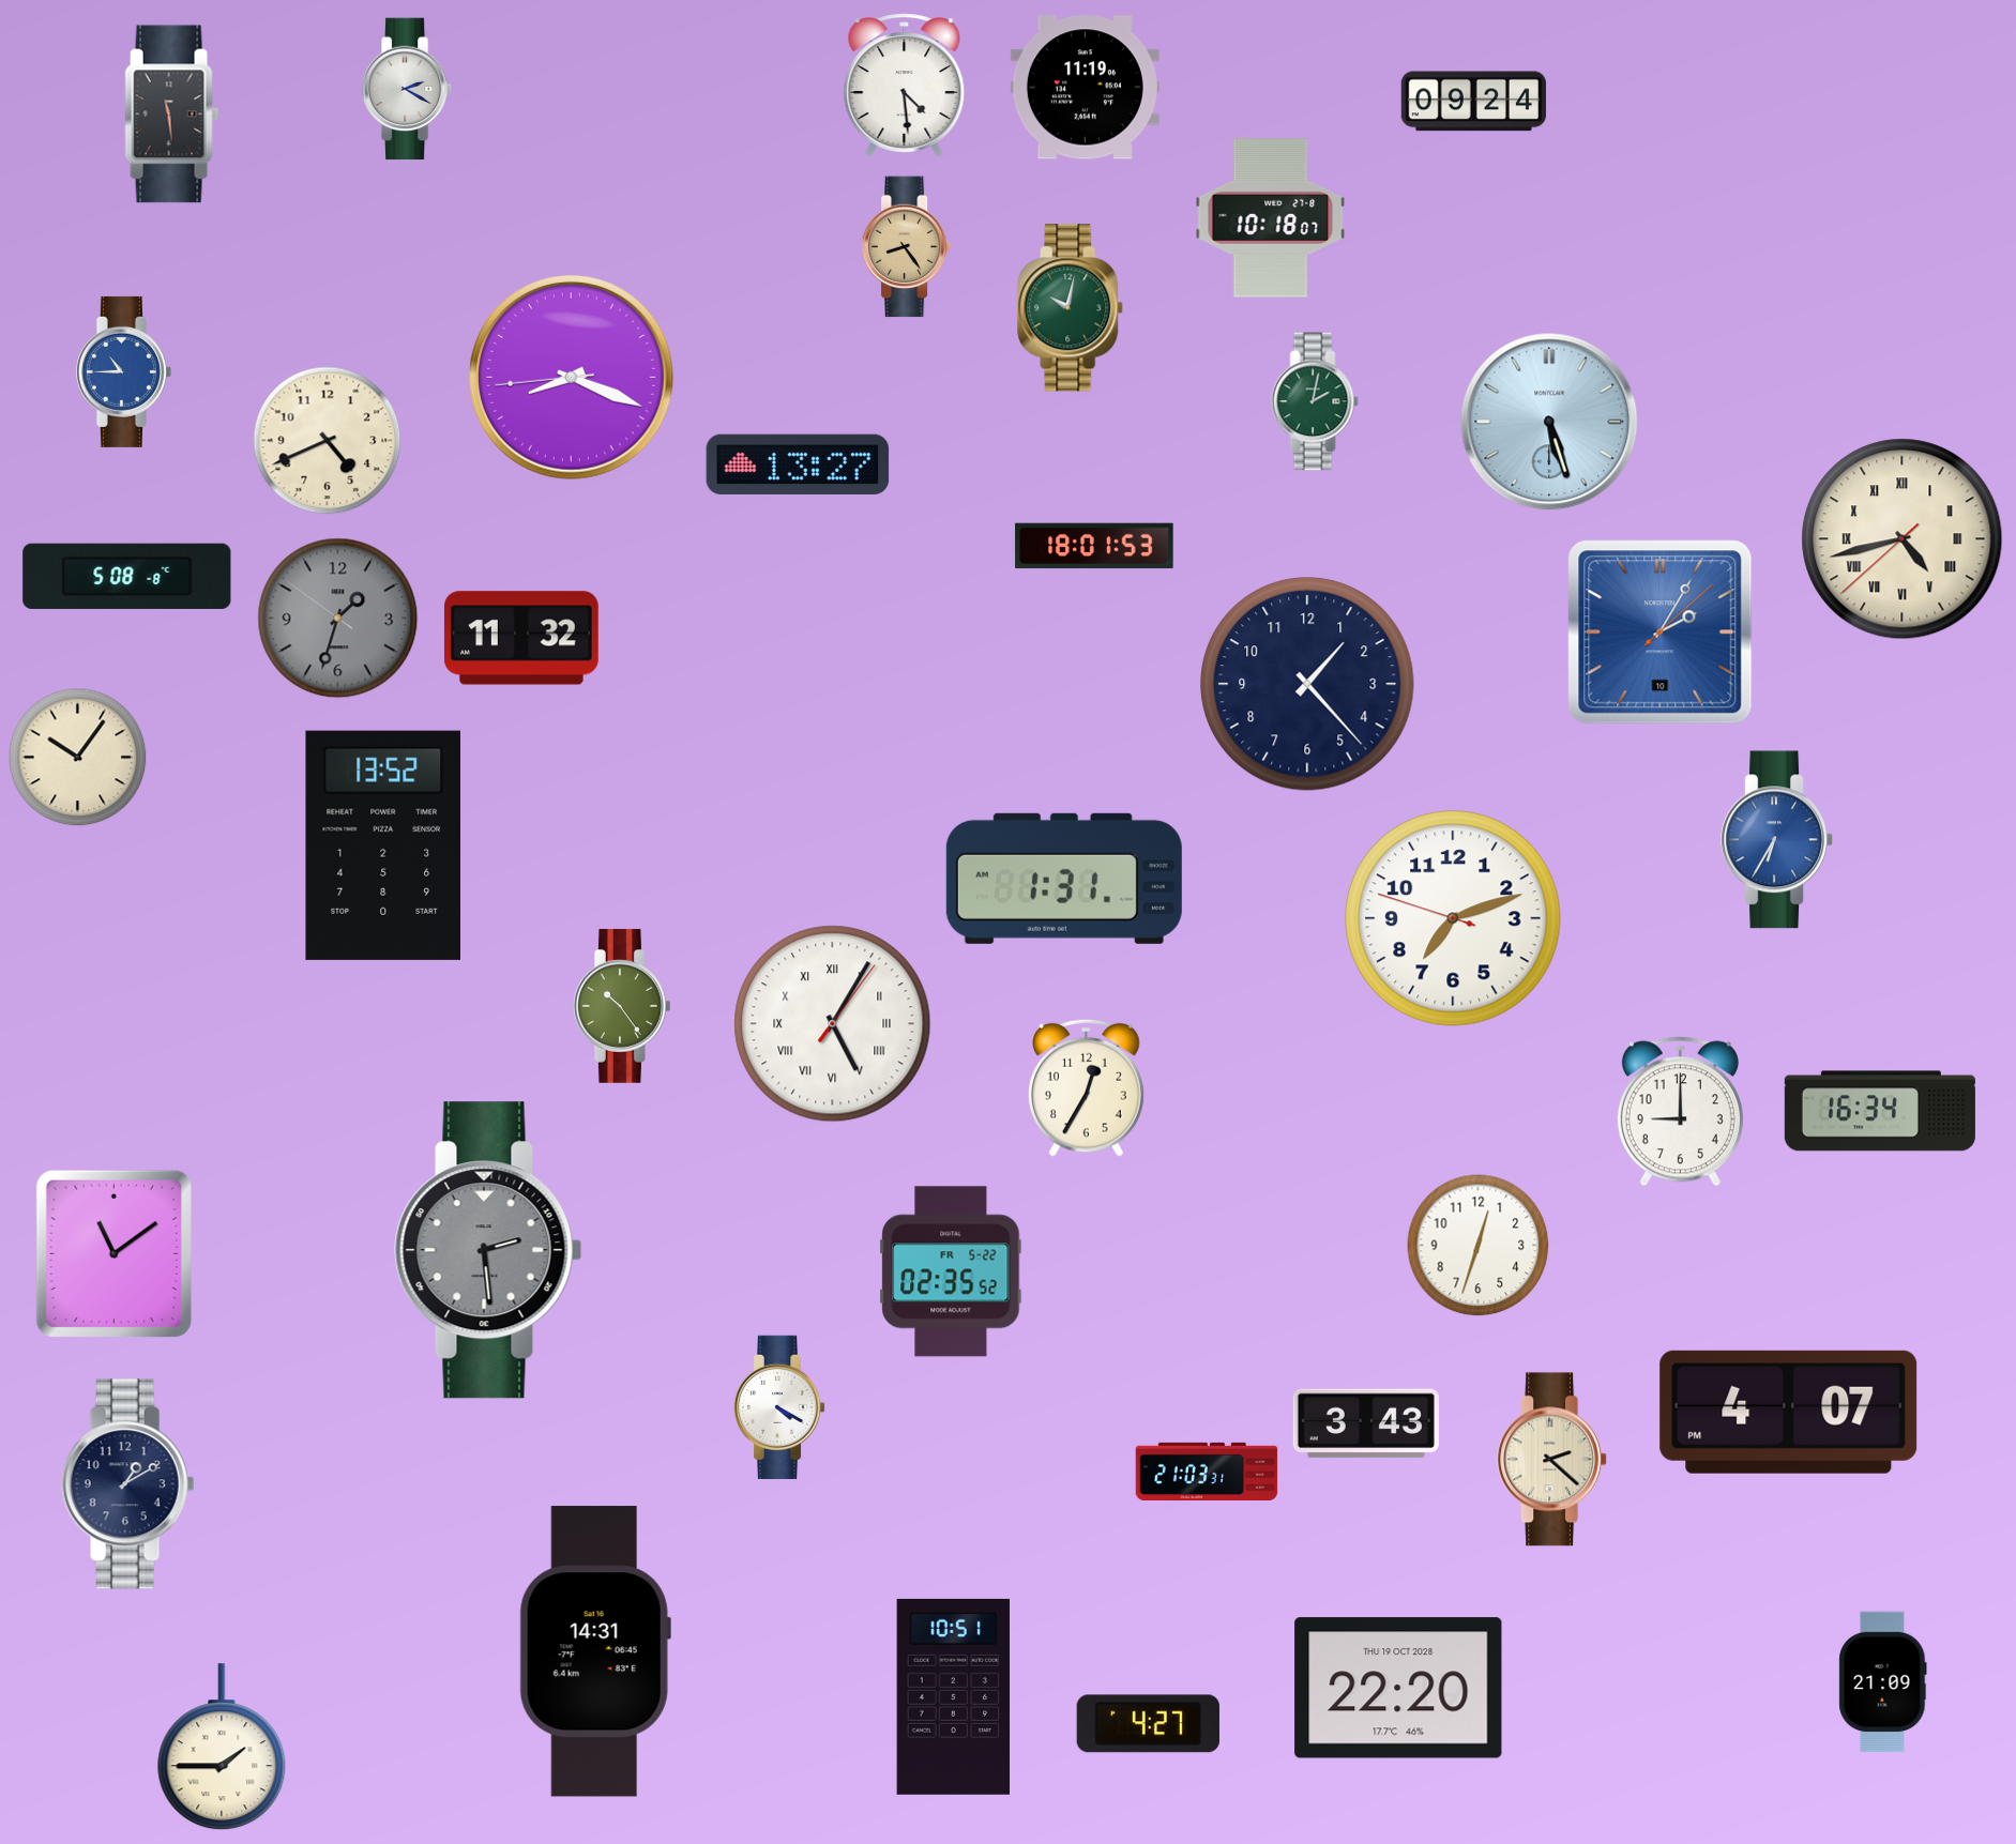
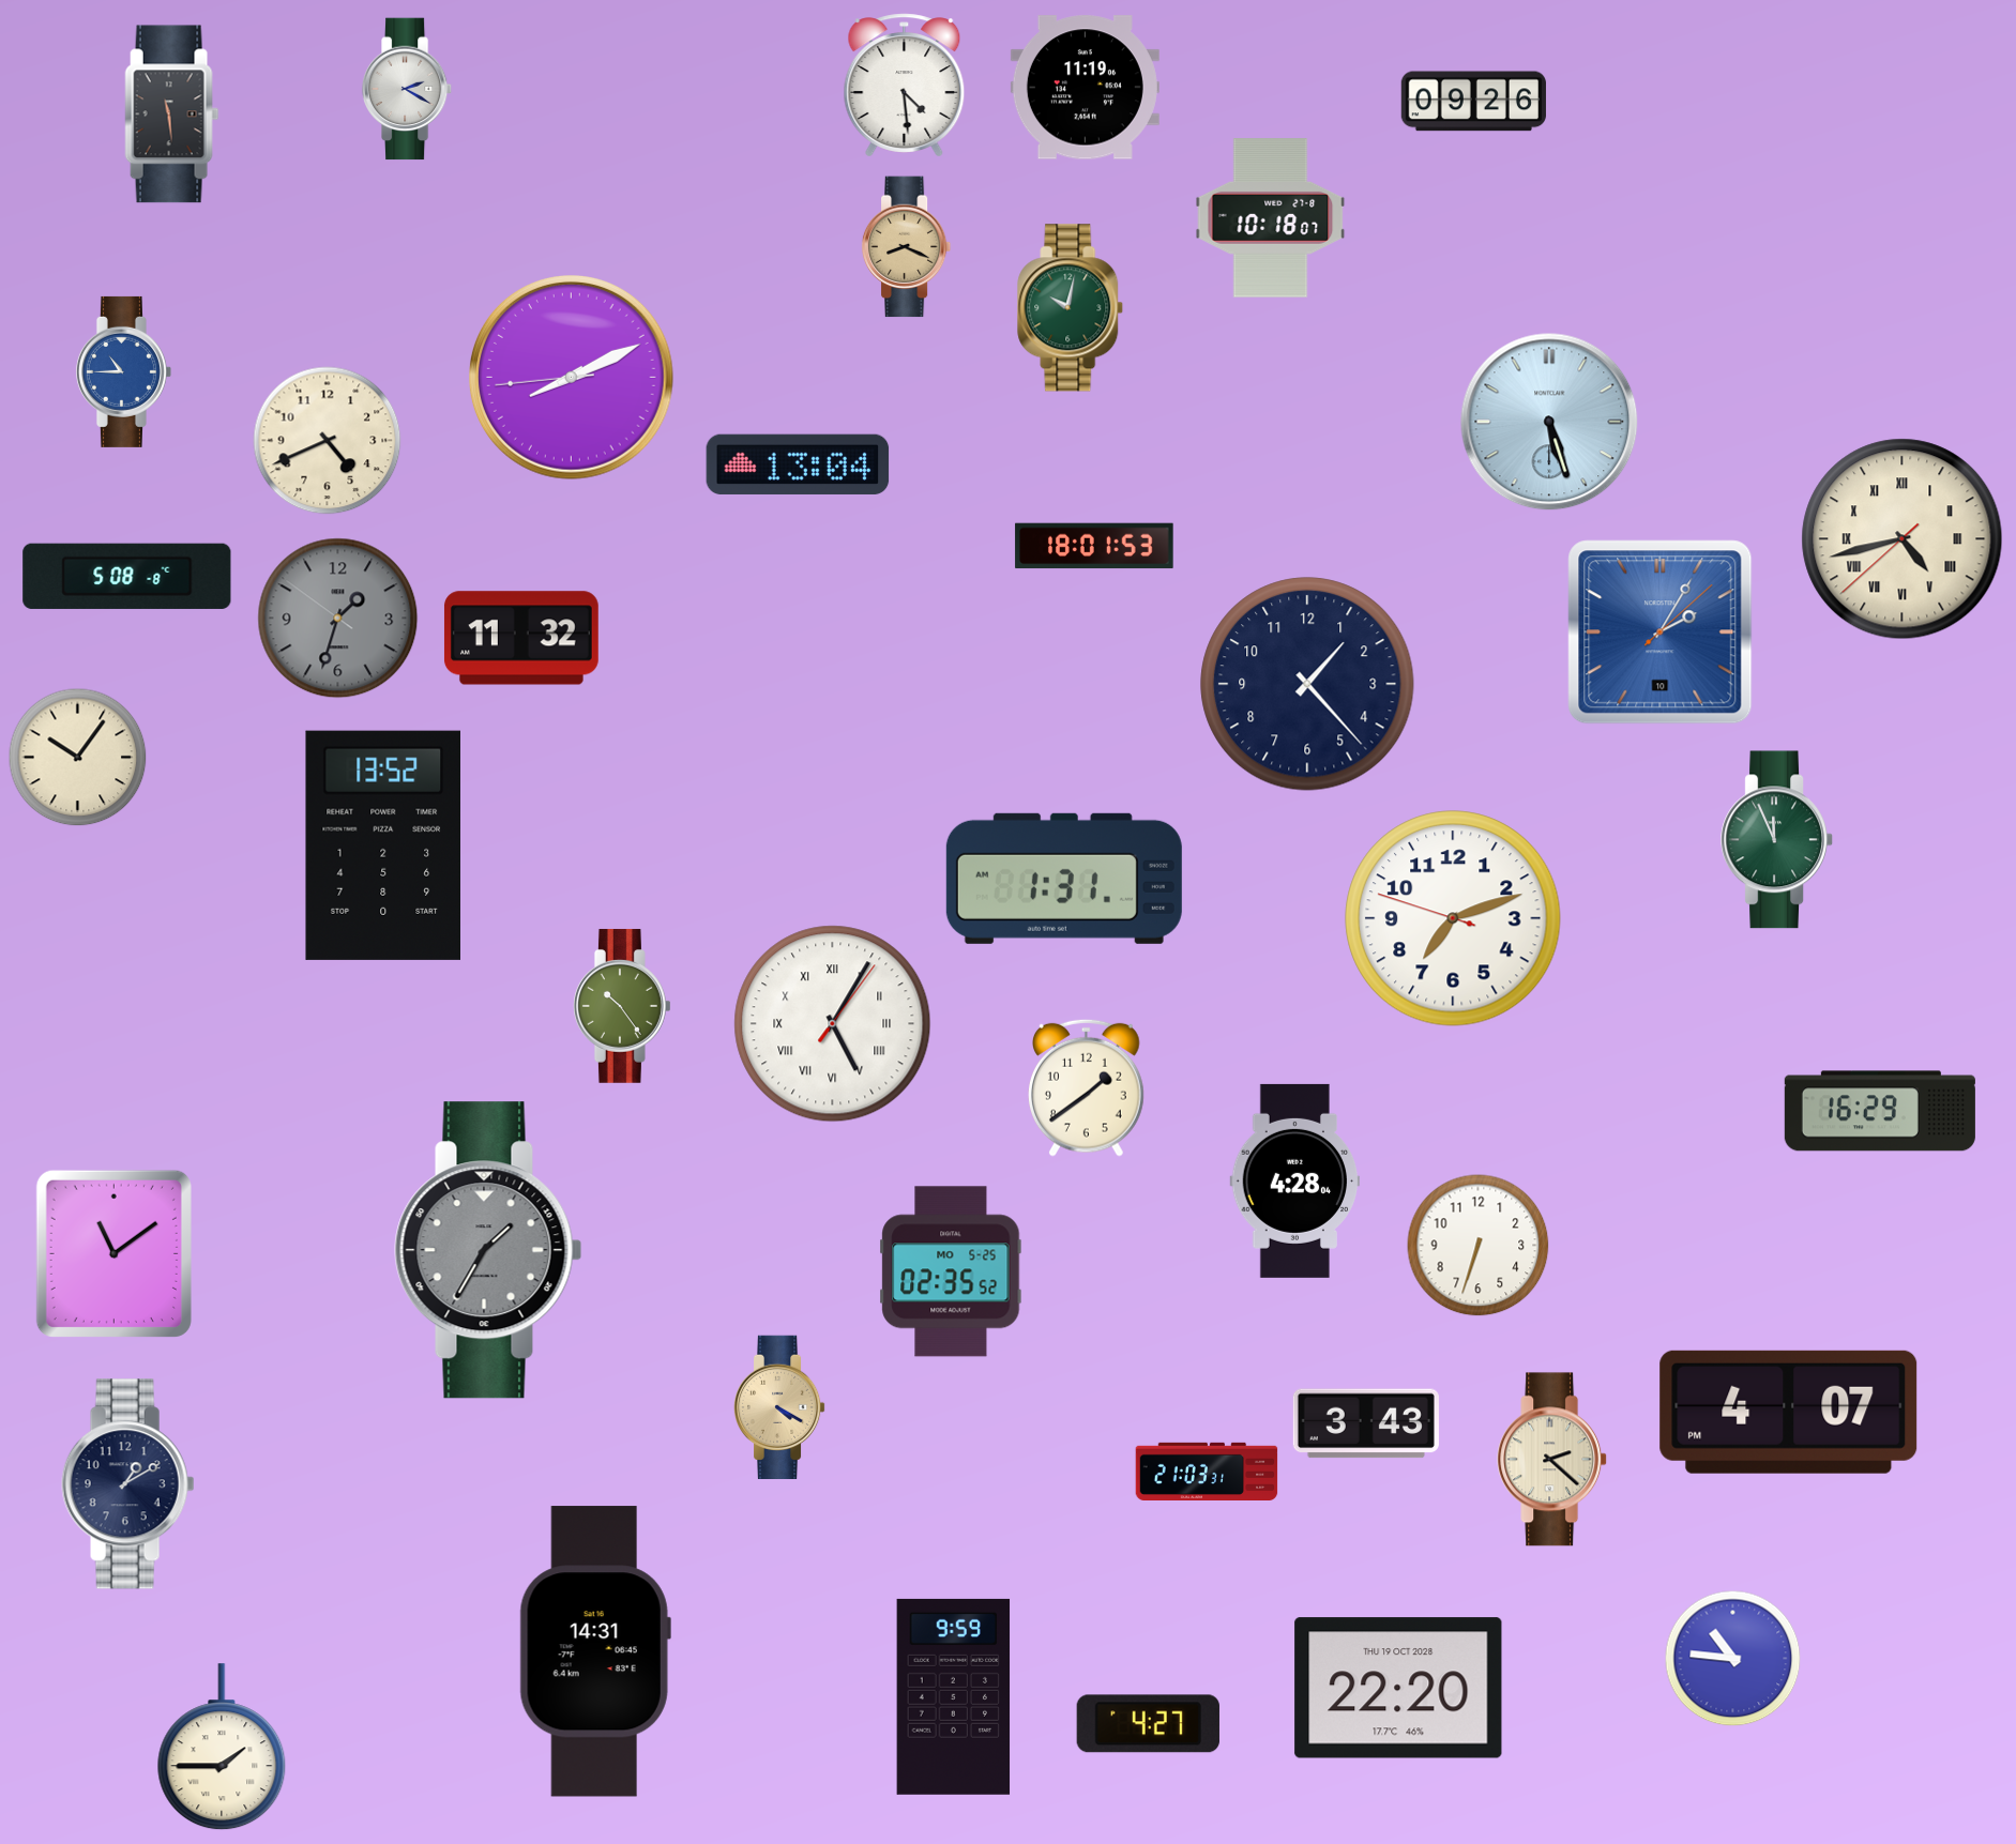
clock at (1473, 102): 09:24 -> 09:26
clock at (907, 247): 8:24 -> 8:19
clock at (572, 378): 8:18 -> 8:10
clock at (1315, 401): 2:02 -> none
clock at (798, 464): 13:27 -> 13:04
clock at (1777, 840): 6:35 -> 11:56
clock at (1777, 840) dial: blue -> green
clock at (1087, 1087): 12:35 -> 1:39
clock at (1880, 1111): 16:34 -> 16:29
clock at (1680, 1112): 9:00 -> none
clock at (1295, 1180): none -> 4:28
clock at (1479, 1246): 12:33 -> 6:33
clock at (488, 1250): 2:29 -> 1:35
clock at (951, 1271) date: FR 5-22 -> MO 5-25
clock at (779, 1406) dial: white -> champagne
clock at (1733, 1659): none -> 10:46
clock at (1883, 1682): 21:09 -> none
clock at (954, 1696): 10:51 -> 9:59
